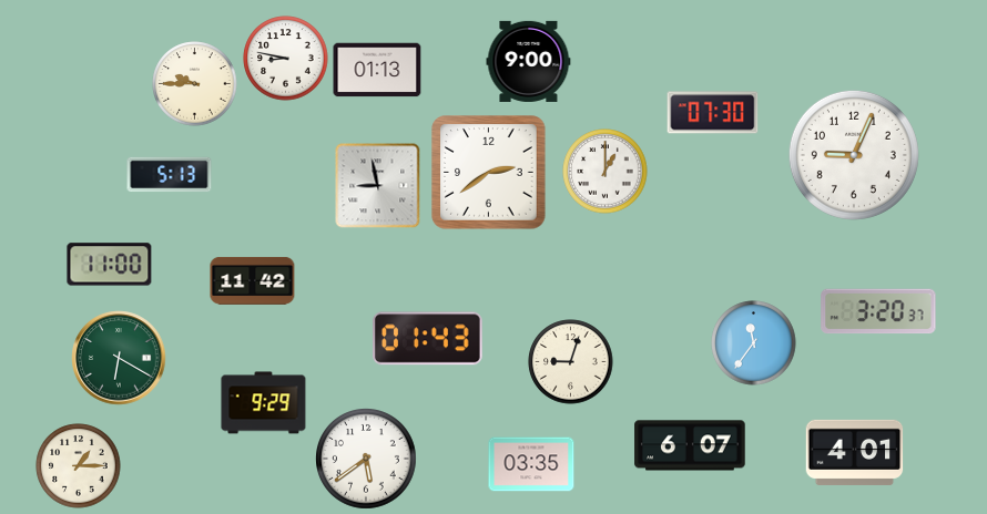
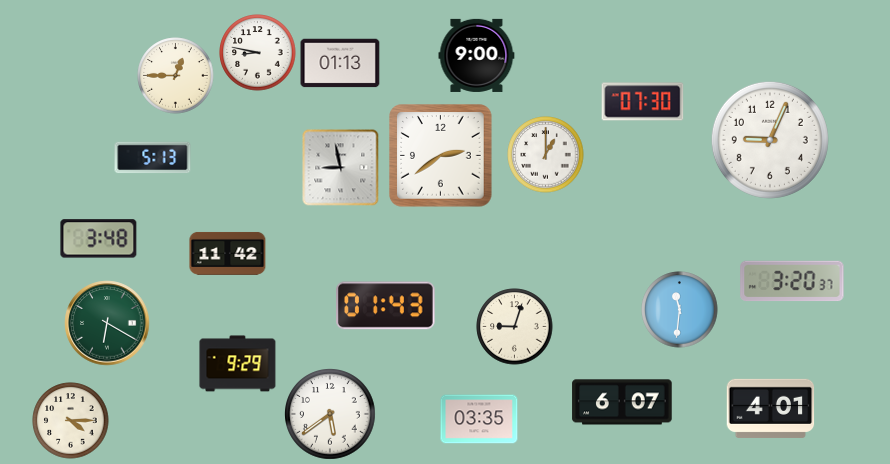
clock at (195, 84): 9:45 -> 12:45
clock at (110, 265): 11:00 -> 3:48
clock at (754, 343): 11:36 -> 11:31
clock at (79, 466): 1:15 -> 4:15
